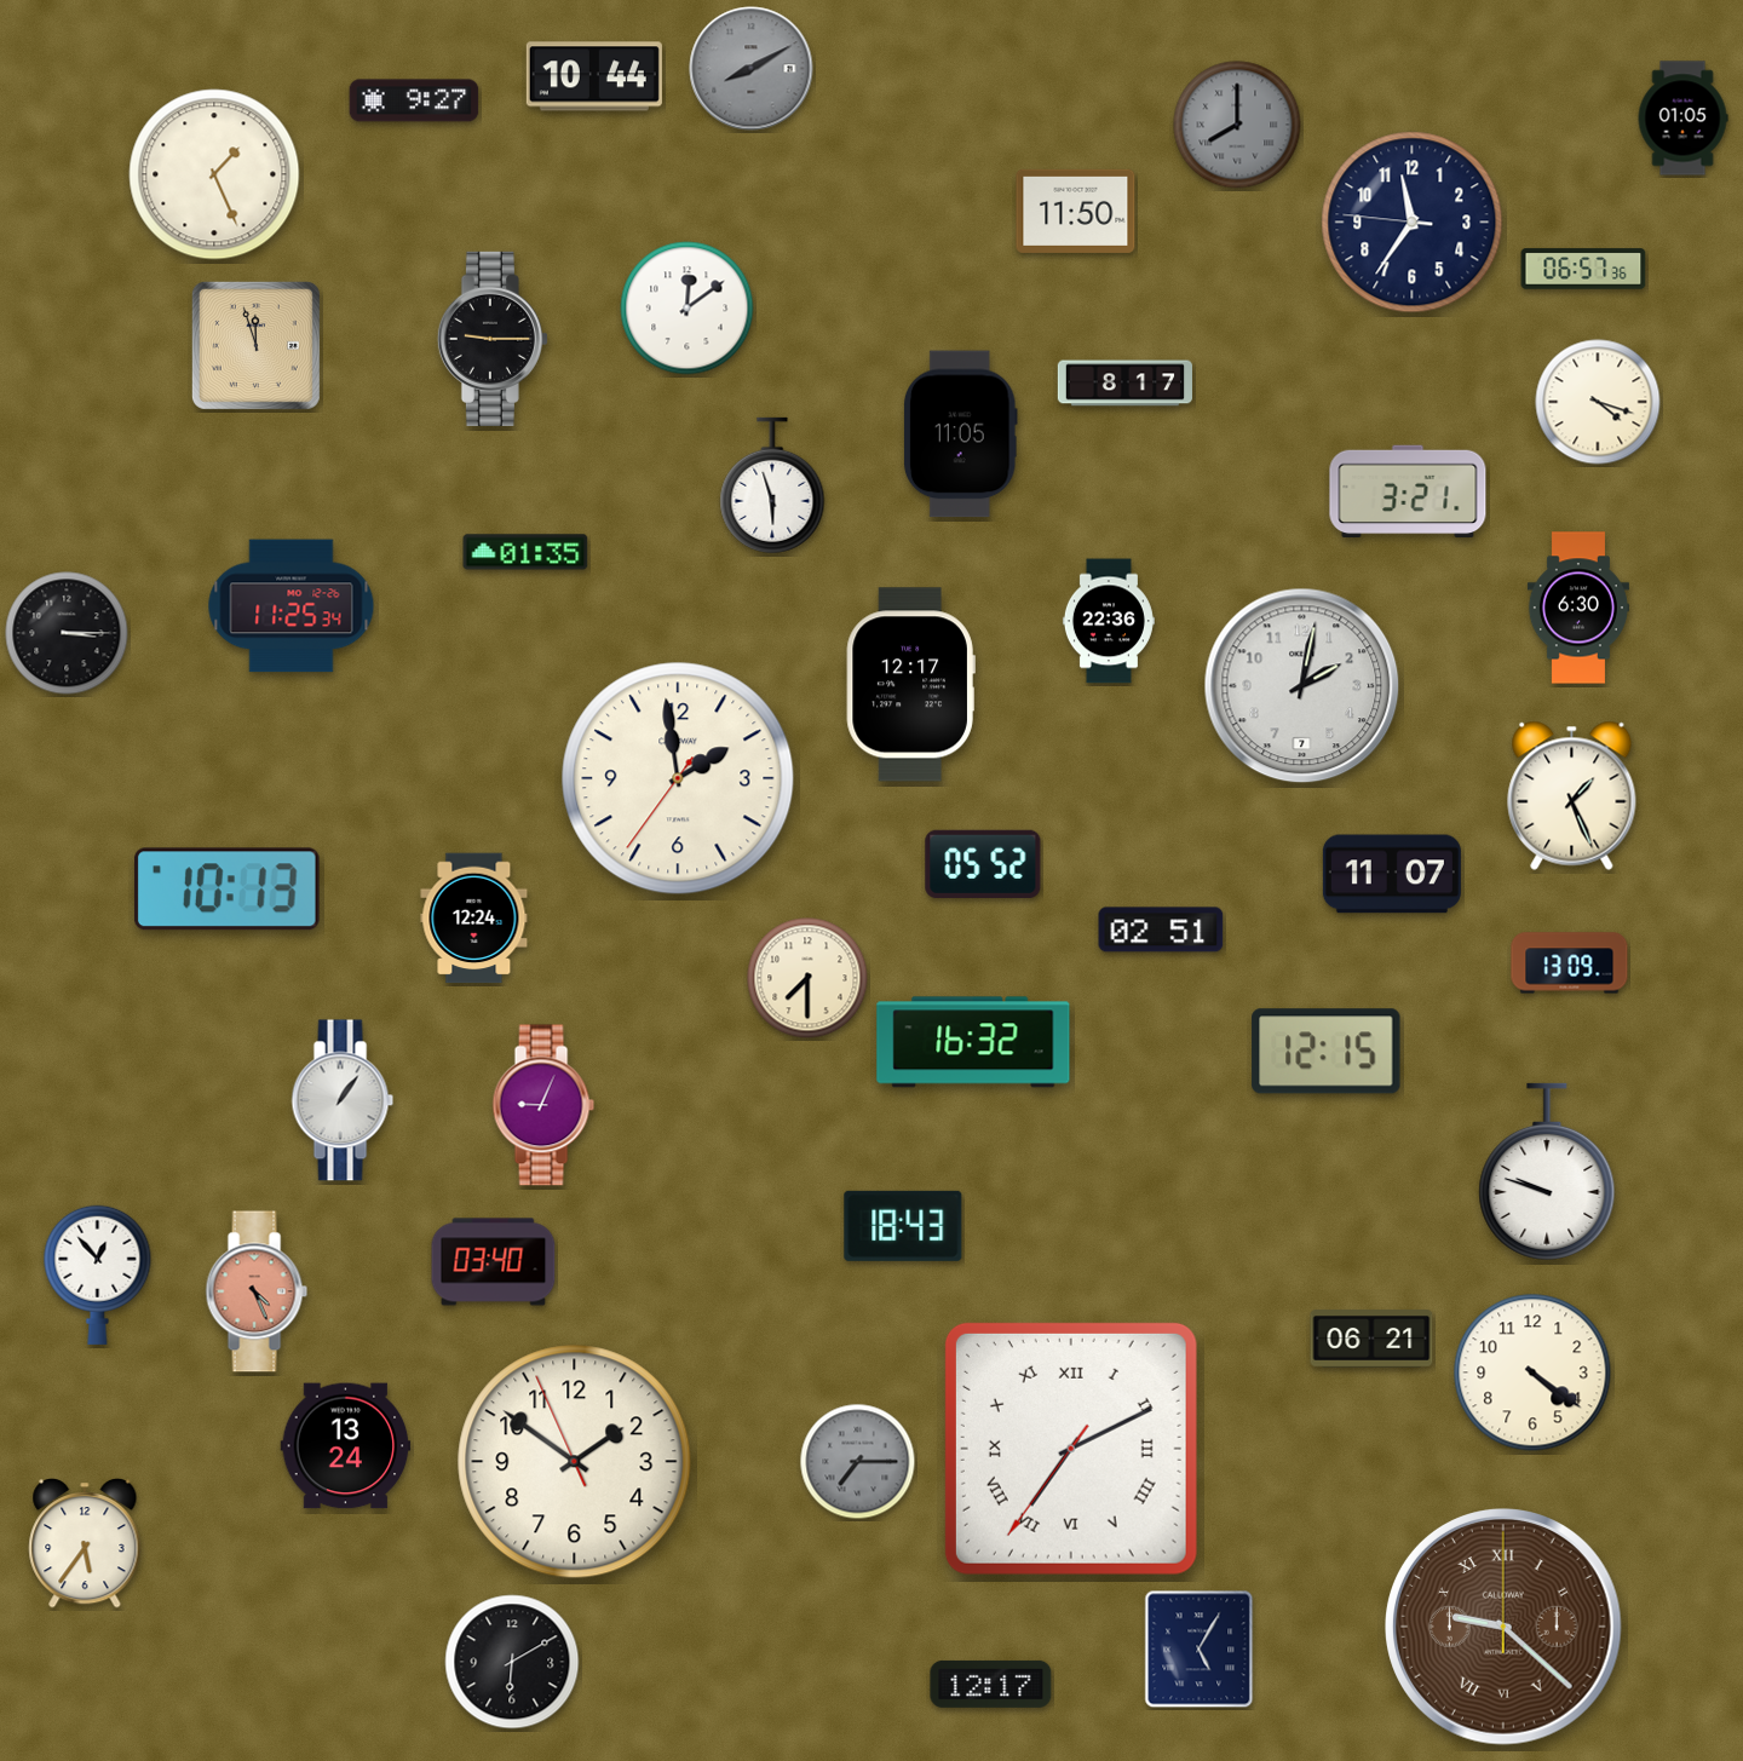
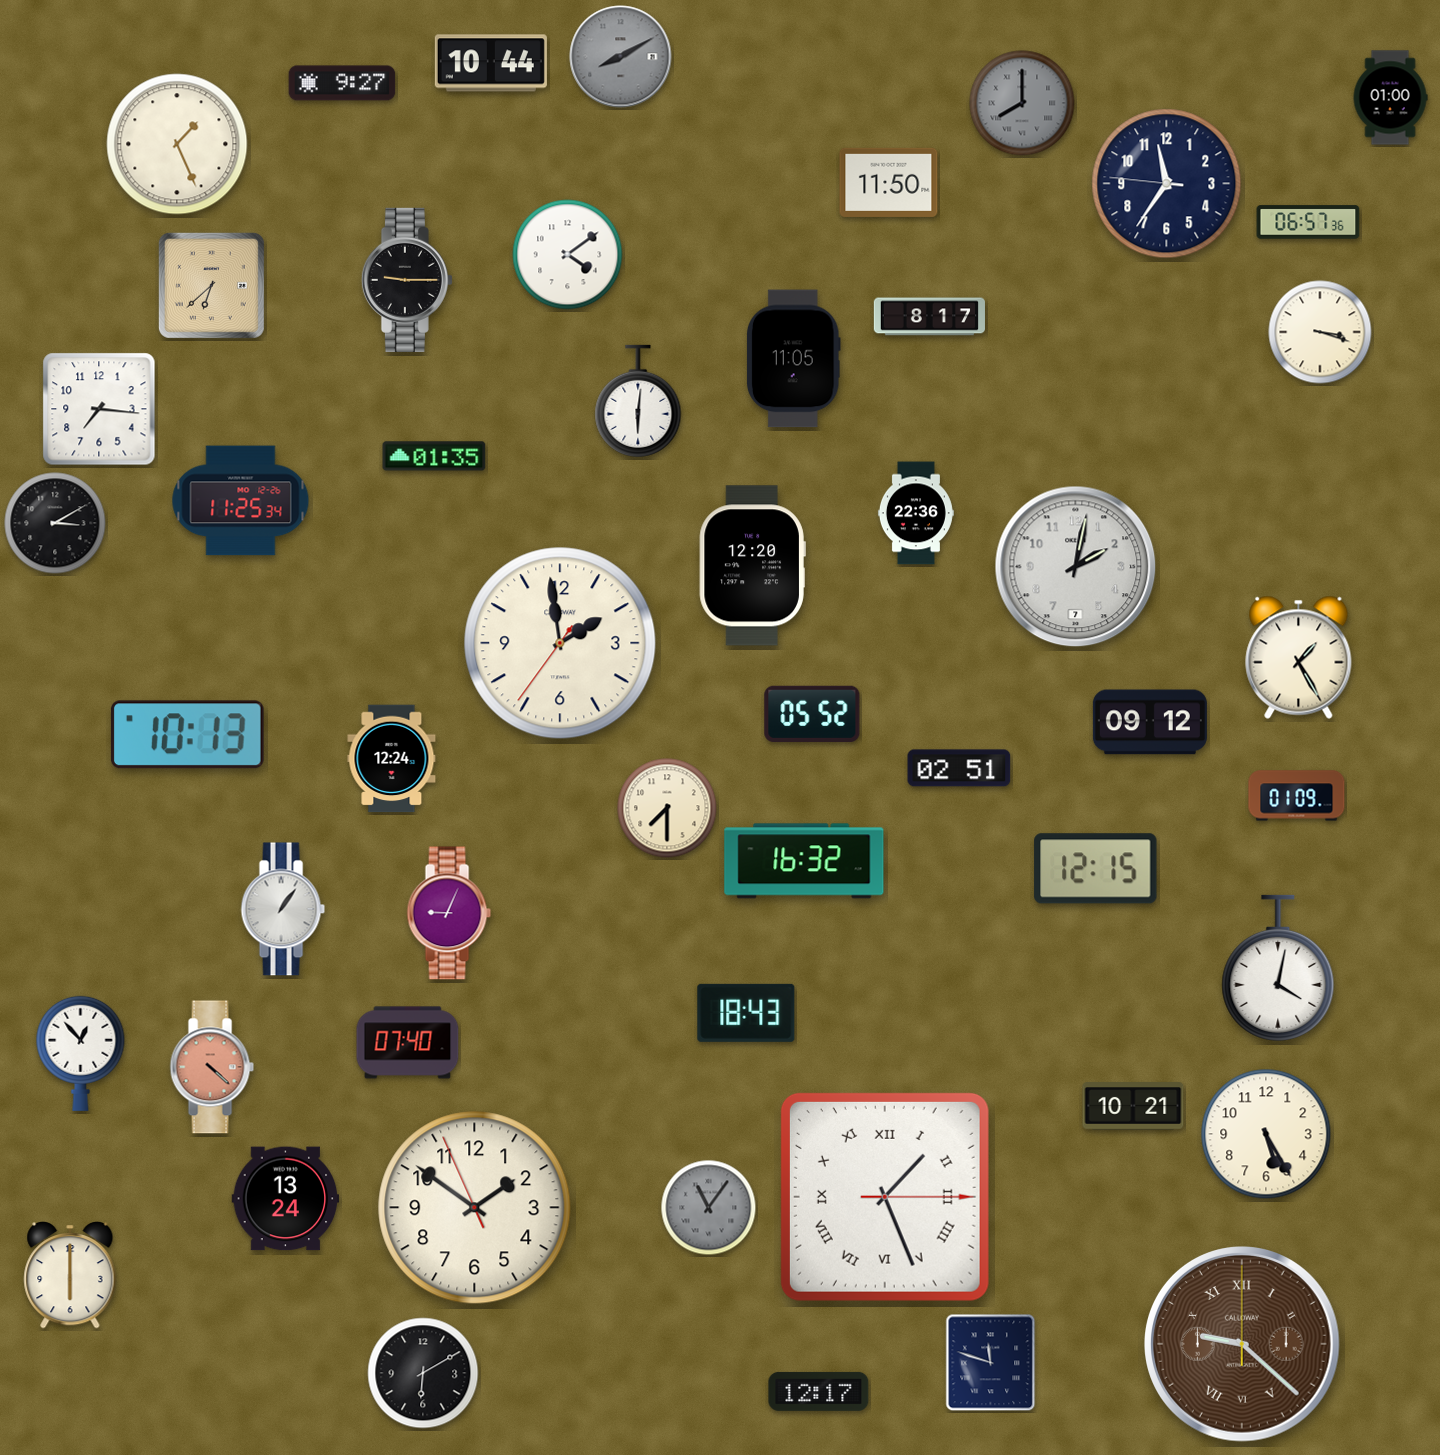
clock at (1682, 119): 01:05 -> 01:00
clock at (1076, 211) position: (1076, 211) -> (889, 182)
clock at (688, 309): 12:09 -> 4:09
clock at (255, 345): 11:57 -> 6:38
clock at (1598, 402): 4:18 -> 3:18
clock at (772, 485): 5:57 -> 6:01
clock at (1408, 491): 3:21 -> none
clock at (99, 409): none -> 7:16
clock at (1578, 608): 6:30 -> none
clock at (67, 633): 3:15 -> 3:10
clock at (910, 685): 12:17 -> 12:20
clock at (1572, 795): 1:26 -> 1:25
clock at (1392, 874): 11:07 -> 09:12
clock at (1570, 963): 13:09 -> 01:09
clock at (1547, 1172): 9:48 -> 4:02
clock at (494, 1262): 03:40 -> 07:40
clock at (257, 1291): 4:26 -> 4:22
clock at (1371, 1339): 06:21 -> 10:21
clock at (1532, 1372): 4:21 -> 5:25
clock at (346, 1446) position: (346, 1446) -> (286, 1199)
clock at (1071, 1449): 7:10 -> 1:26
clock at (858, 1462): 7:15 -> 11:06
clock at (85, 1544): 5:36 -> 6:00
clock at (1200, 1650): 5:05 -> 11:48
